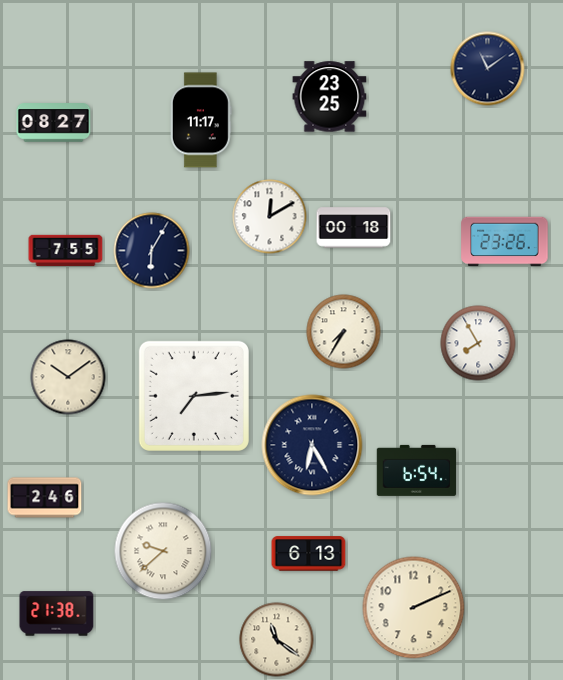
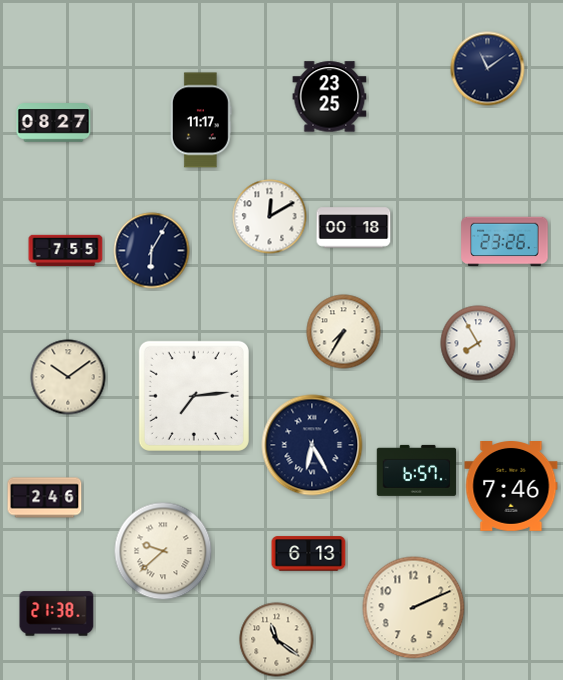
clock at (417, 470): 6:54 -> 6:57
clock at (511, 487): none -> 7:46
